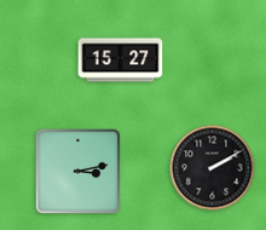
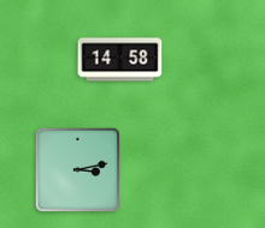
clock at (121, 61): 15:27 -> 14:58
clock at (213, 168): 2:10 -> none
